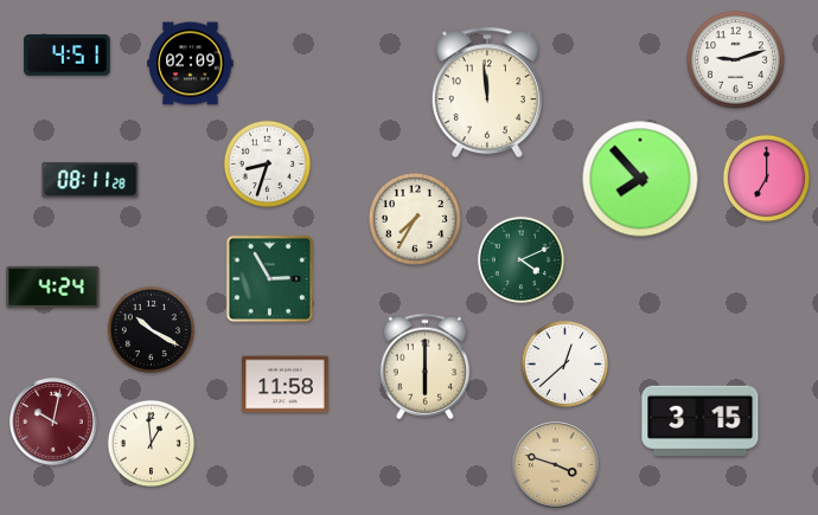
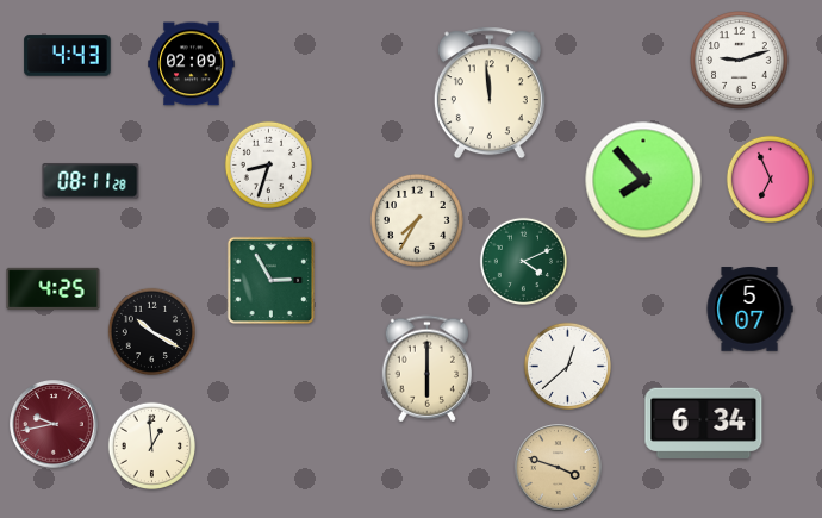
clock at (68, 56): 4:51 -> 4:43
clock at (766, 178): 7:00 -> 6:56
clock at (53, 287): 4:24 -> 4:25
clock at (749, 310): none -> 5:07
clock at (286, 385): 11:58 -> none
clock at (701, 420): 3:15 -> 6:34
clock at (53, 421): 10:02 -> 9:43
